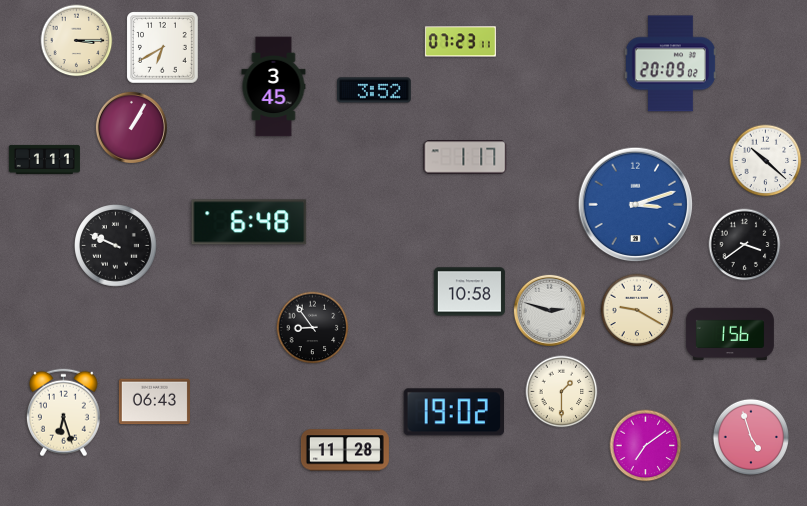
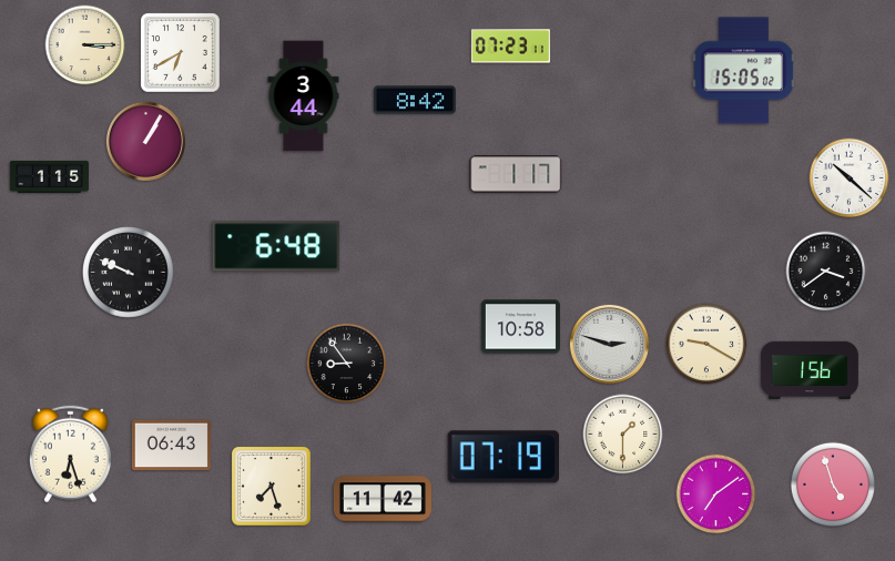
clock at (670, 64): 20:09 -> 15:05
clock at (274, 87): 3:45 -> 3:44
clock at (374, 90): 3:52 -> 8:42
clock at (44, 159): 1:11 -> 1:15
clock at (636, 205): 3:12 -> none
clock at (469, 292) position: (469, 292) -> (520, 327)
clock at (453, 412): 19:02 -> 07:19
clock at (63, 413) position: (63, 413) -> (70, 455)
clock at (272, 487): none -> 7:27
clock at (345, 450): 11:28 -> 11:42
